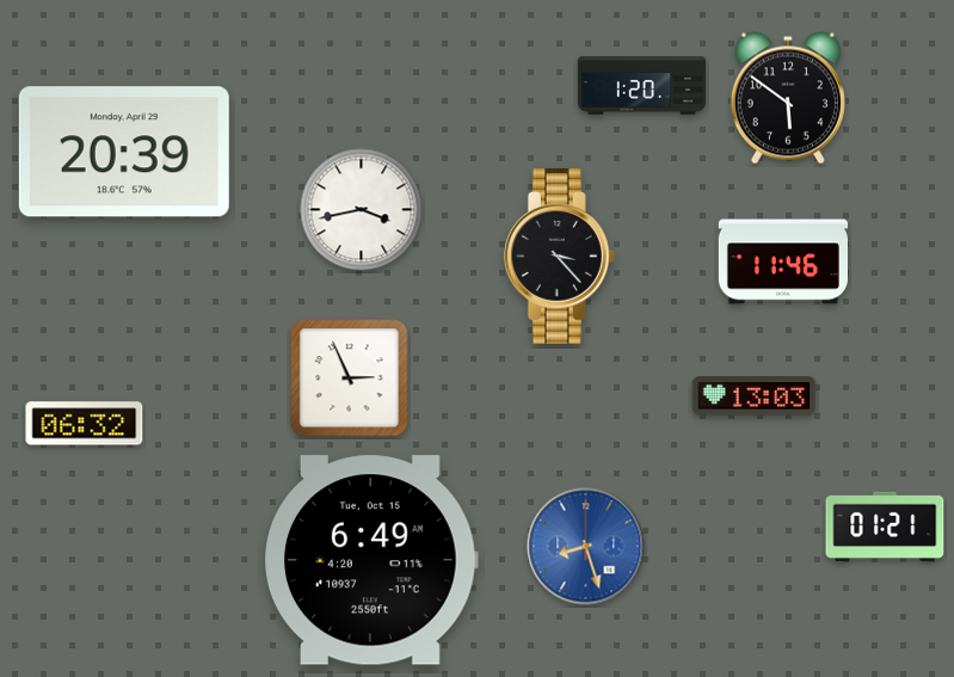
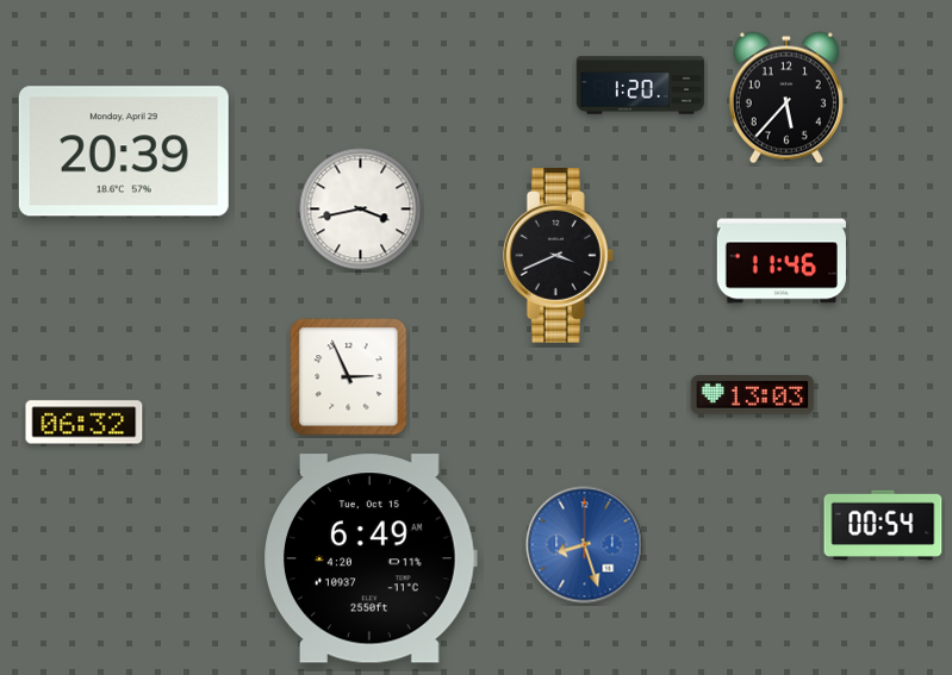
clock at (788, 98): 5:51 -> 5:37
clock at (559, 257): 3:23 -> 3:41
clock at (885, 527): 01:21 -> 00:54
